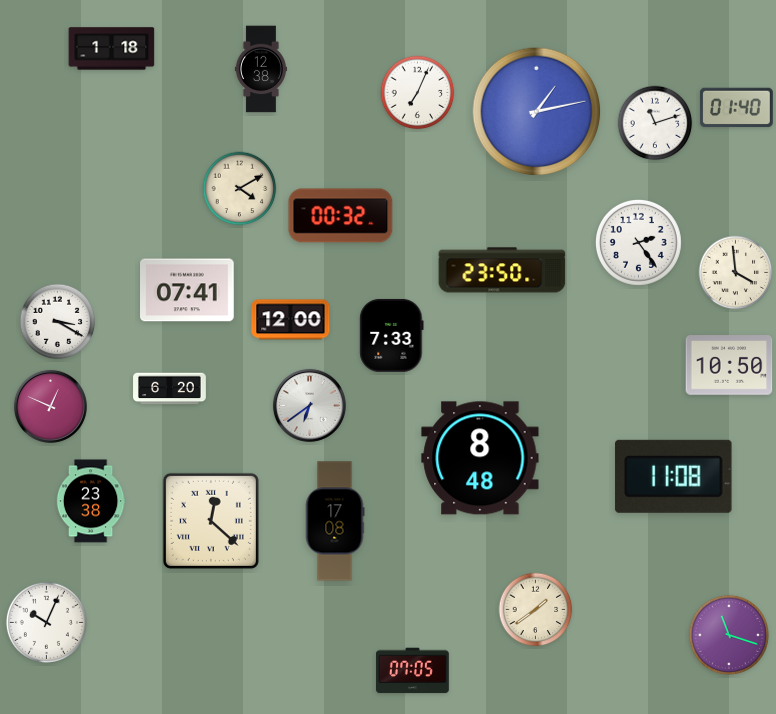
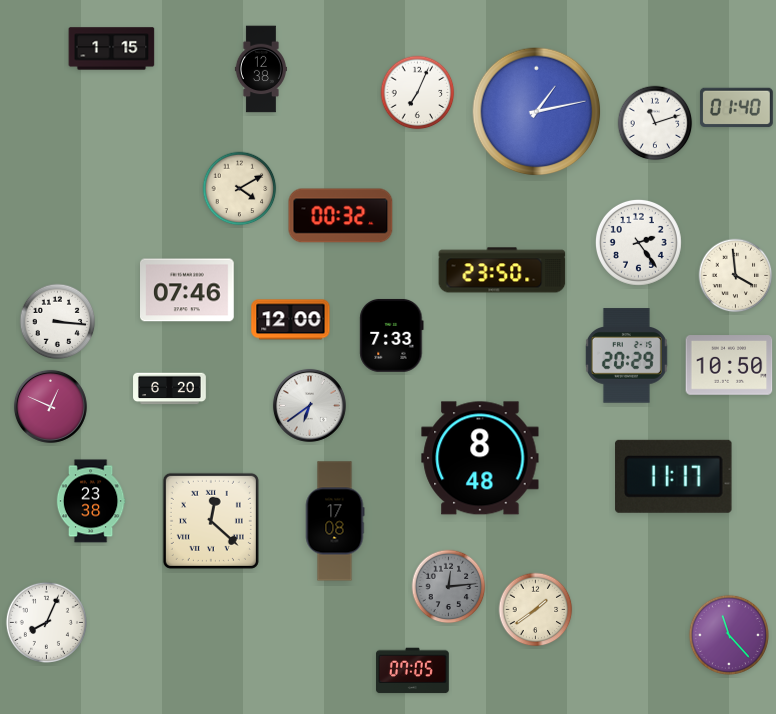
clock at (112, 49): 1:18 -> 1:15
clock at (736, 273) position: (736, 273) -> (736, 276)
clock at (188, 290): 07:41 -> 07:46
clock at (58, 322): 3:20 -> 3:16
clock at (626, 356): none -> 20:29
clock at (674, 476): 11:08 -> 11:17
clock at (449, 587): none -> 12:14
clock at (46, 622): 10:04 -> 8:04
clock at (729, 635): 11:18 -> 11:23
